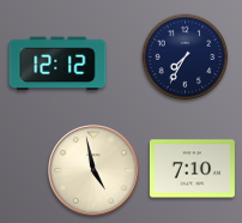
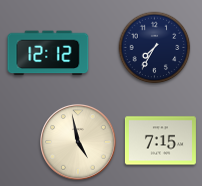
clock at (192, 169): 7:10 -> 7:15
